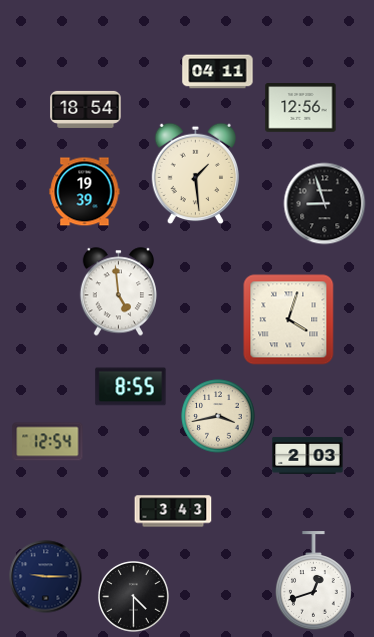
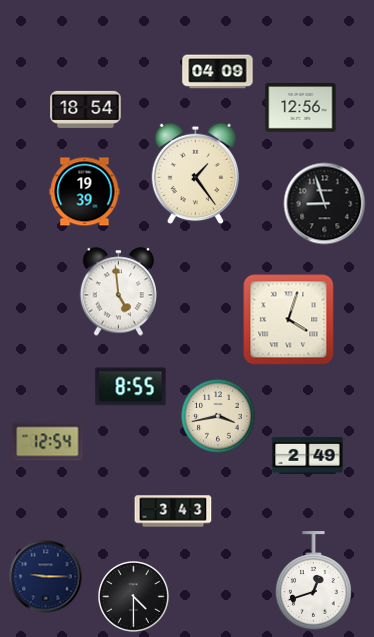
clock at (218, 72): 04:11 -> 04:09
clock at (196, 174): 1:29 -> 1:24
clock at (308, 455): 2:03 -> 2:49
